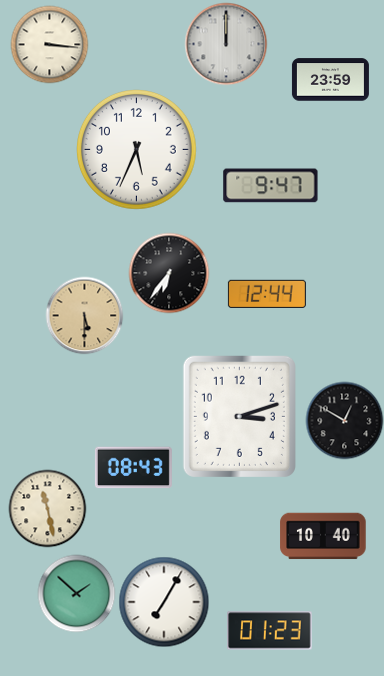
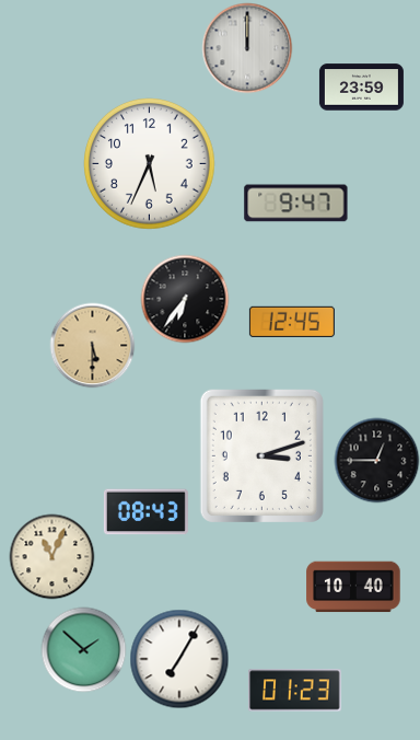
clock at (49, 44): 3:16 -> none
clock at (267, 294): 12:44 -> 12:45
clock at (344, 420): 12:50 -> 12:45
clock at (47, 508): 11:28 -> 11:04
